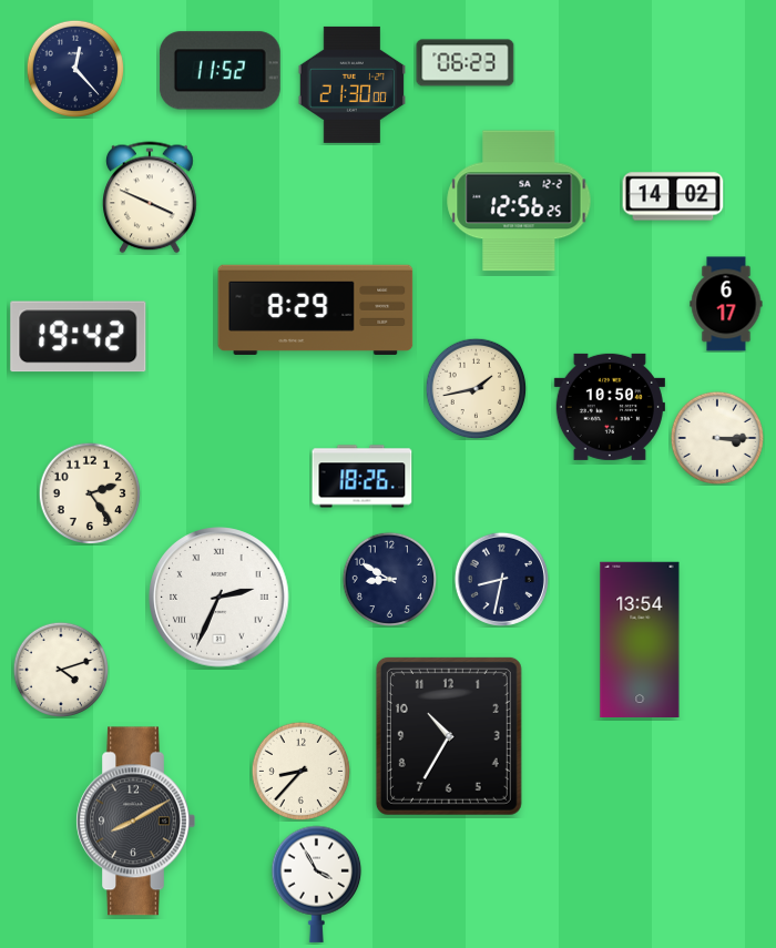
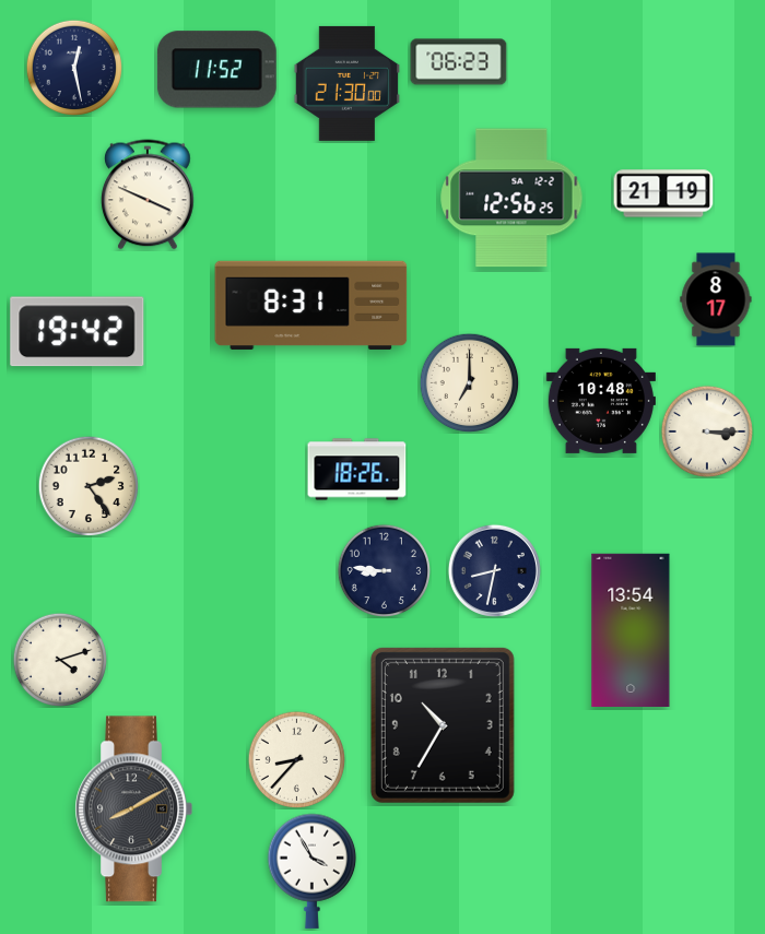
clock at (75, 69): 12:23 -> 12:28
clock at (673, 196): 14:02 -> 21:19
clock at (726, 304): 6:17 -> 8:17
clock at (316, 309): 8:29 -> 8:31
clock at (476, 388): 1:43 -> 7:00
clock at (610, 407): 10:50 -> 10:48
clock at (389, 579): 8:50 -> 8:46
clock at (219, 598): 2:34 -> none
